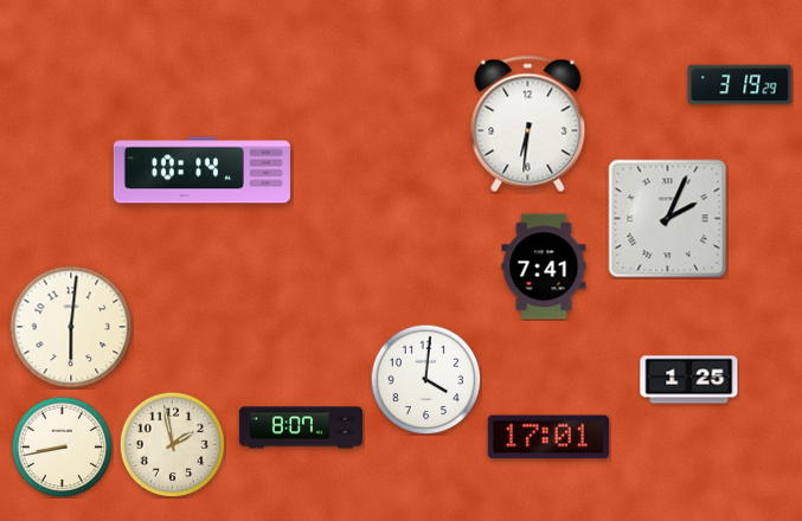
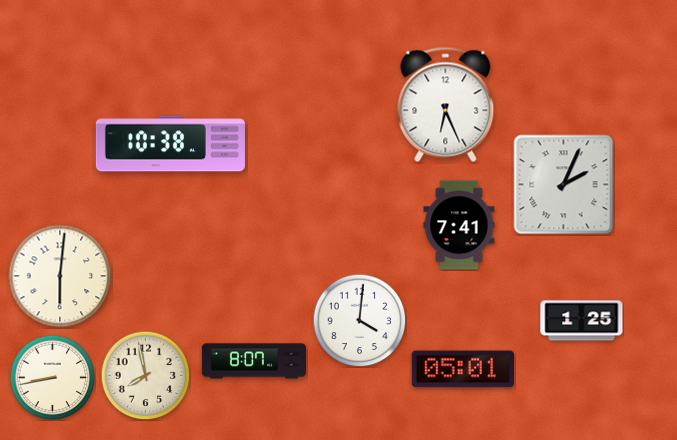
clock at (740, 85): 3:19 -> none
clock at (528, 124): 6:31 -> 6:26
clock at (201, 171): 10:14 -> 10:38
clock at (548, 437): 17:01 -> 05:01
clock at (172, 444): 1:58 -> 7:58
